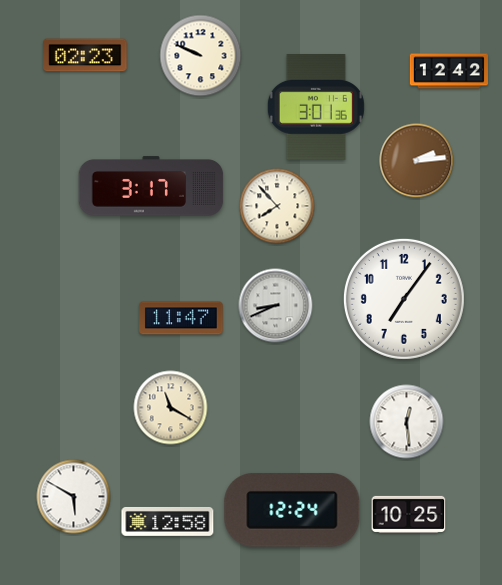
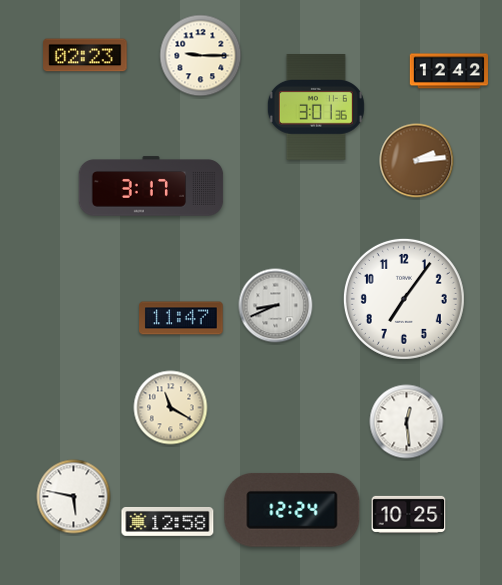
clock at (201, 56): 9:49 -> 9:15
clock at (277, 206): 7:53 -> none
clock at (74, 497): 5:50 -> 5:47
